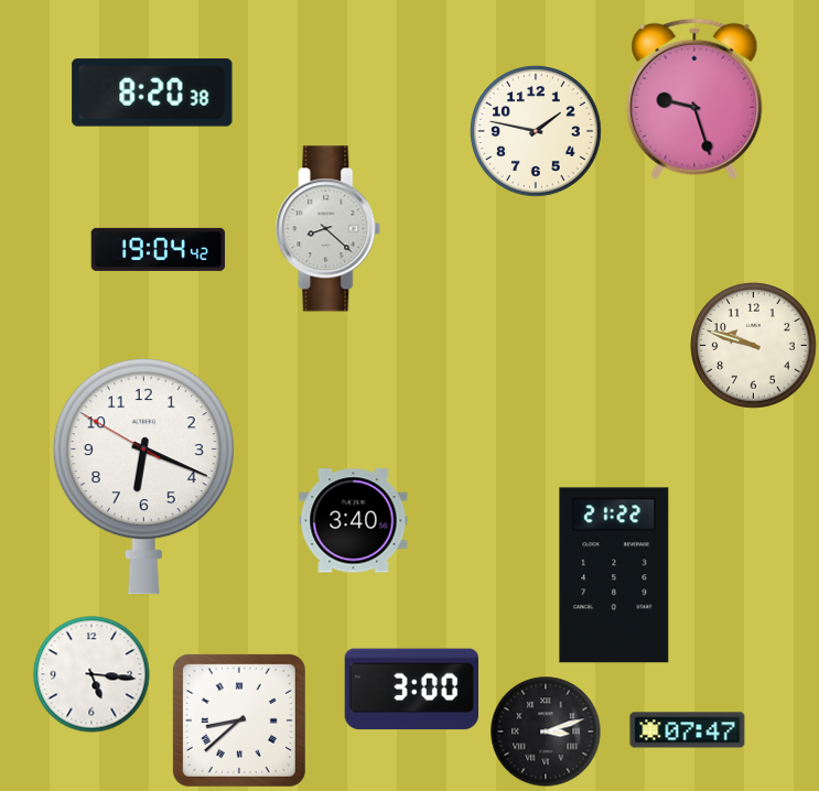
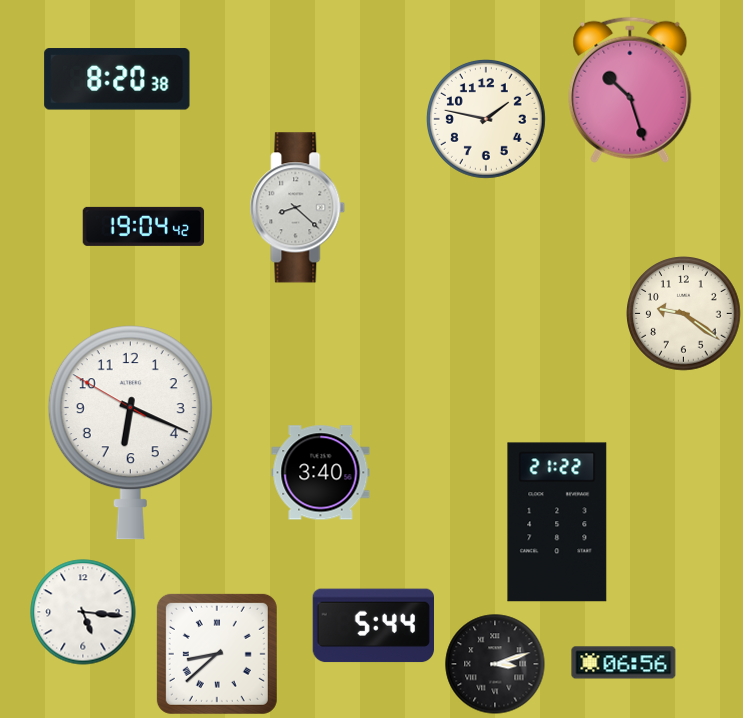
clock at (152, 93) position: (152, 93) -> (117, 79)
clock at (694, 99): 9:27 -> 10:27
clock at (754, 346): 9:48 -> 9:21
clock at (411, 690): 3:00 -> 5:44
clock at (688, 730): 07:47 -> 06:56
